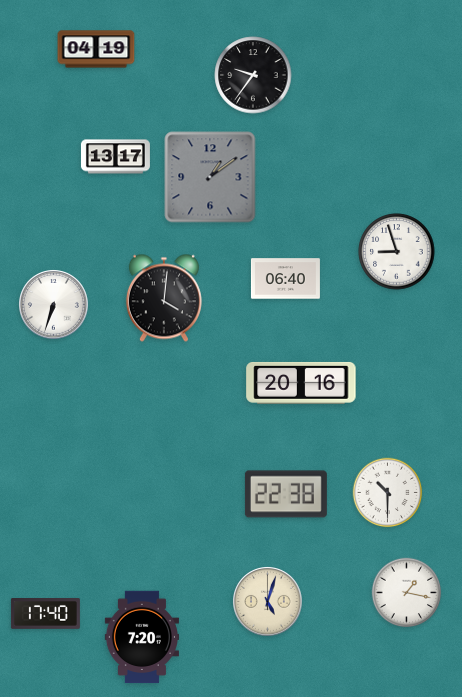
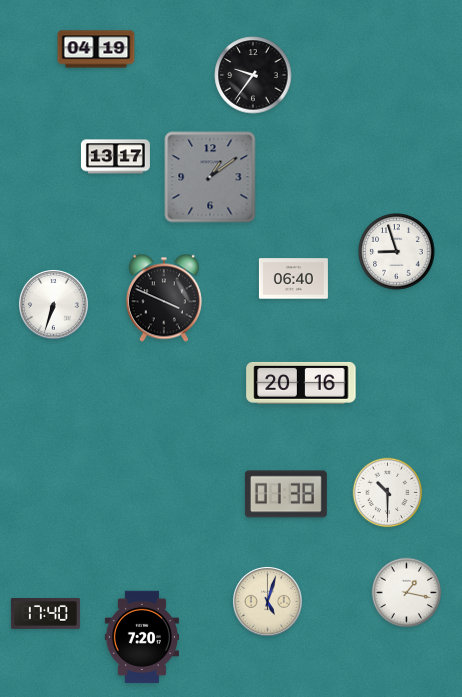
clock at (285, 279) position: (285, 279) -> (293, 279)
clock at (164, 298): 4:01 -> 3:49
clock at (286, 494): 22:38 -> 01:38
